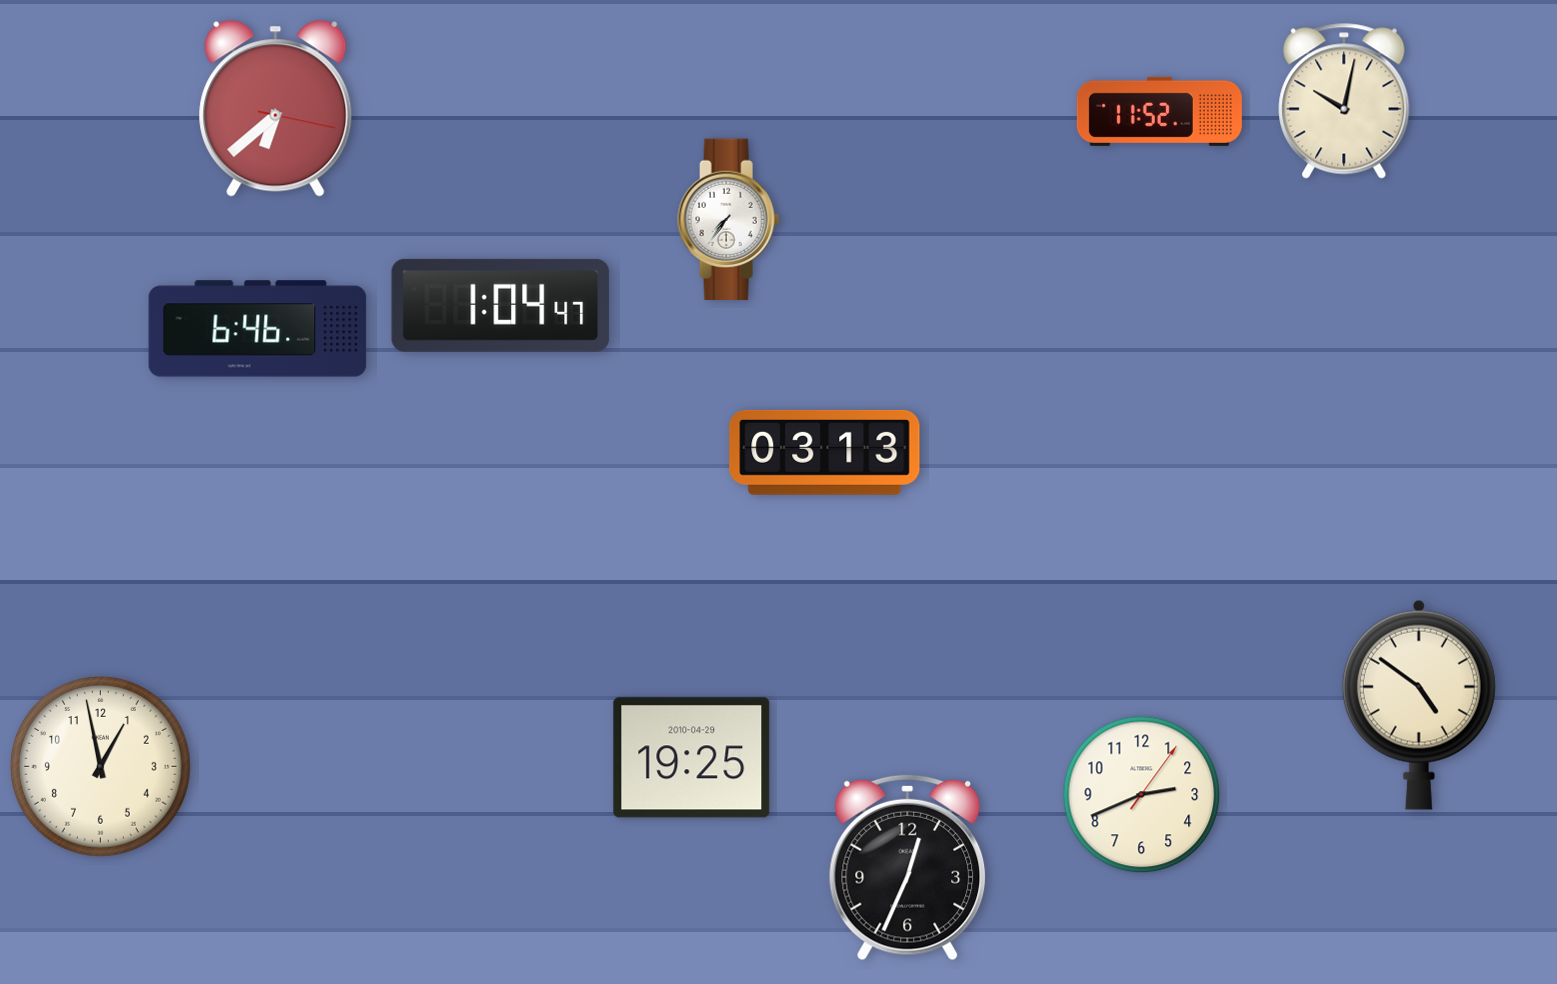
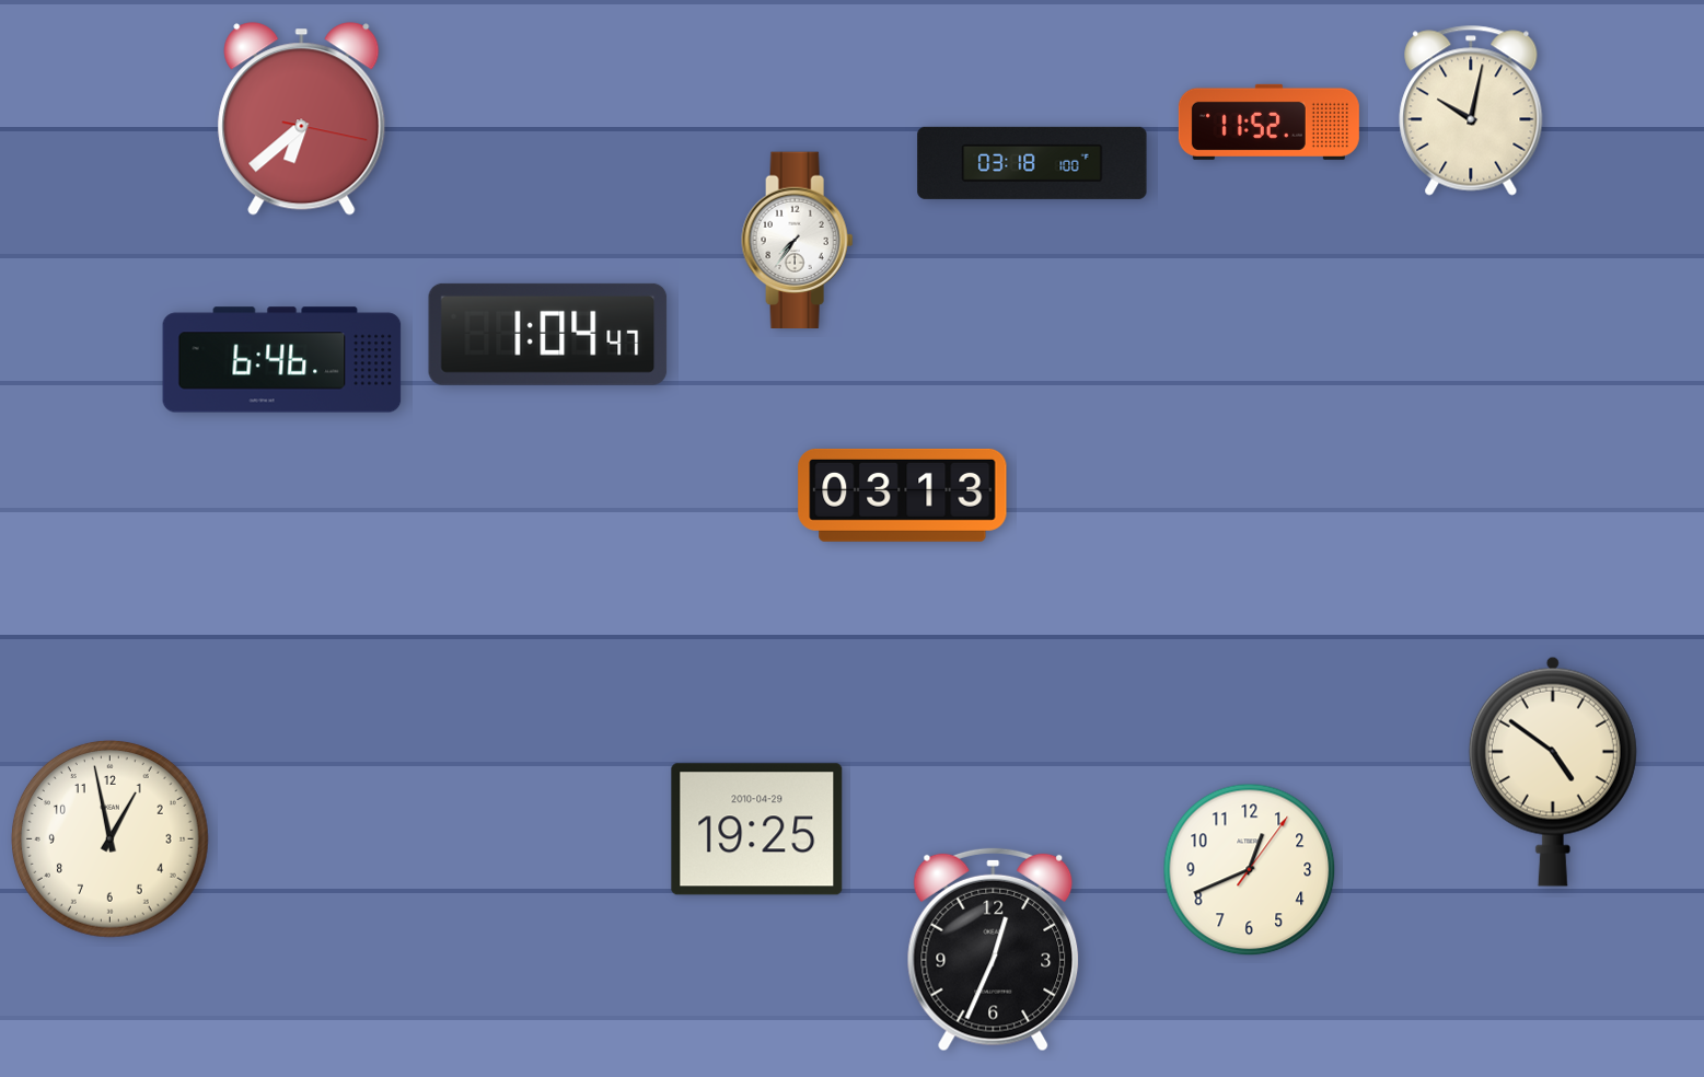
clock at (1032, 163): none -> 03:18
clock at (1142, 795): 2:41 -> 12:41
